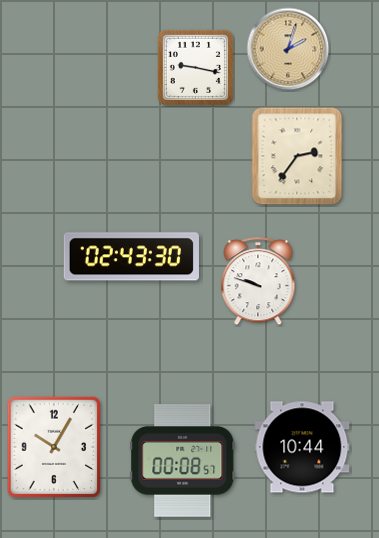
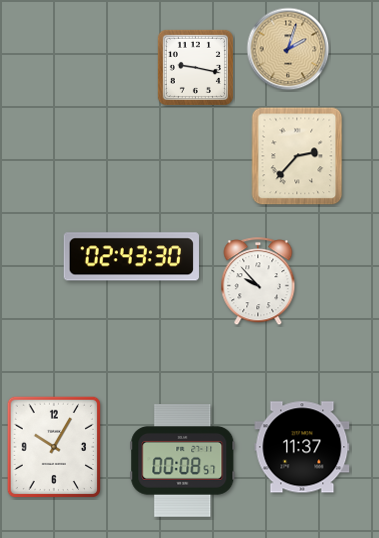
clock at (297, 156): 2:36 -> 2:37
clock at (258, 282): 9:48 -> 9:53
clock at (302, 447): 10:44 -> 11:37
